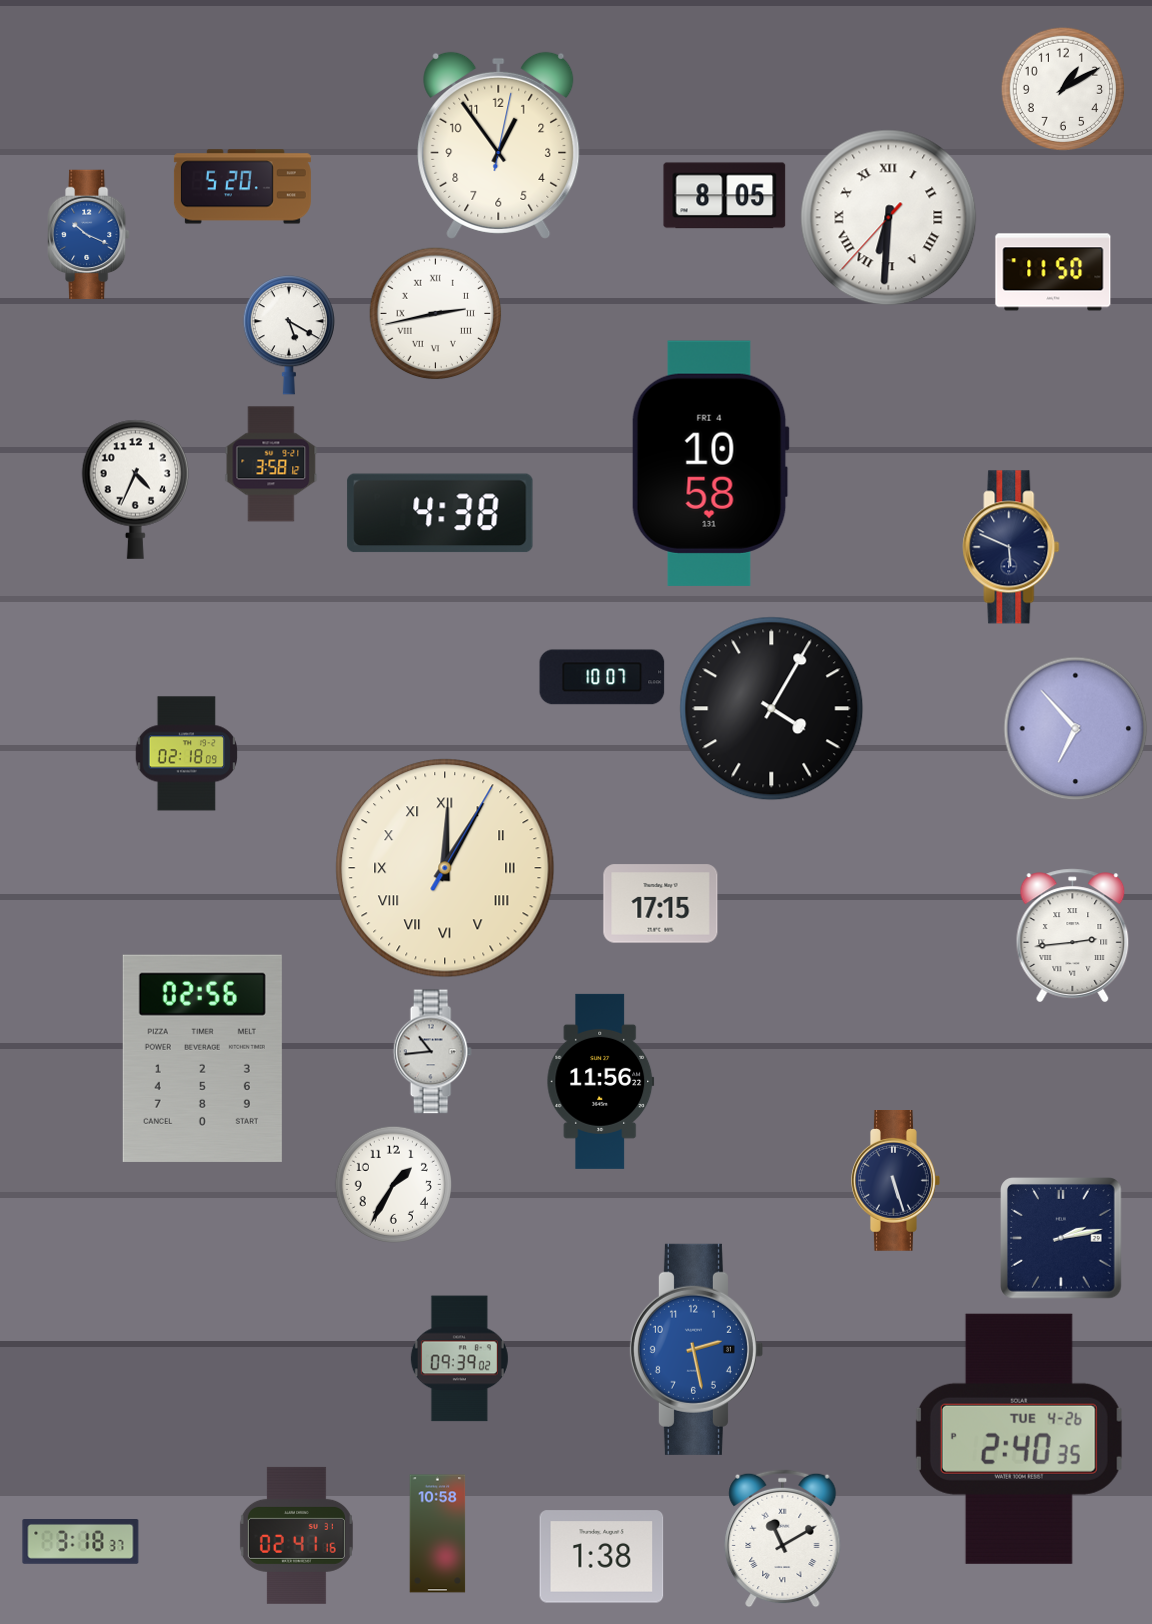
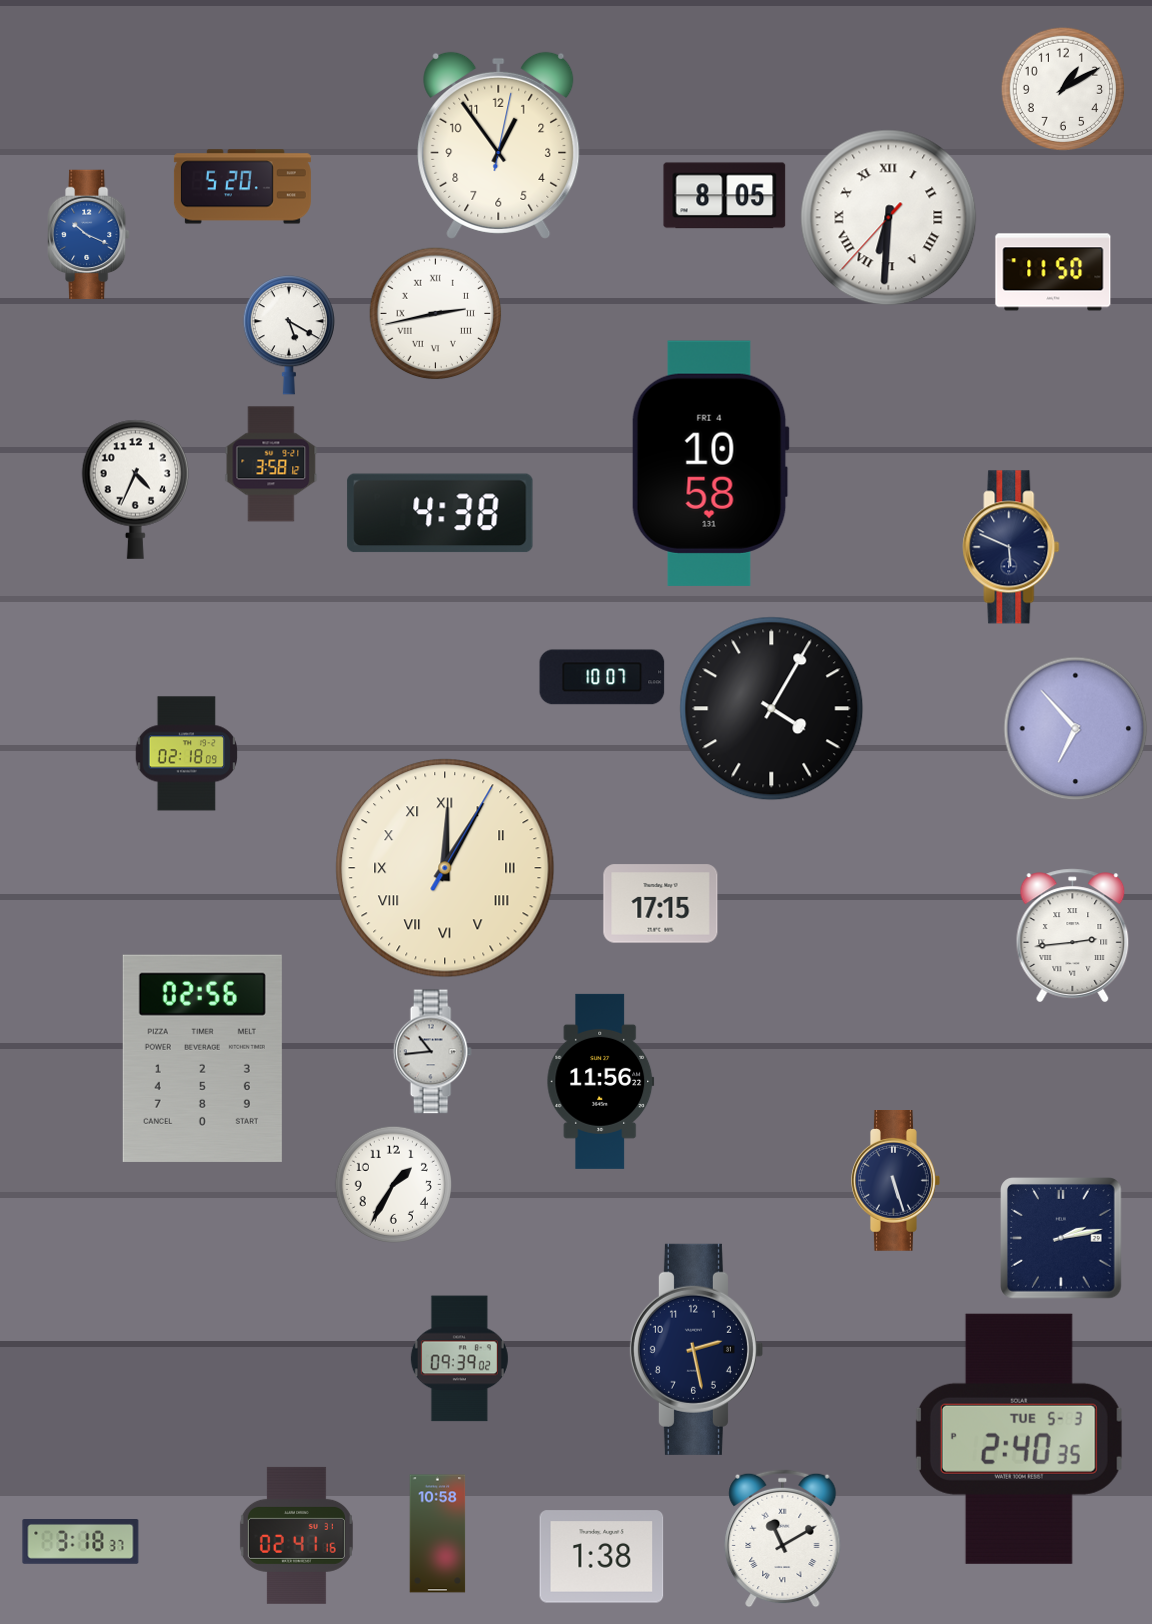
clock at (696, 1349) dial: blue -> navy
clock at (1019, 1439) date: TUE 4-26 -> TUE 5-3
